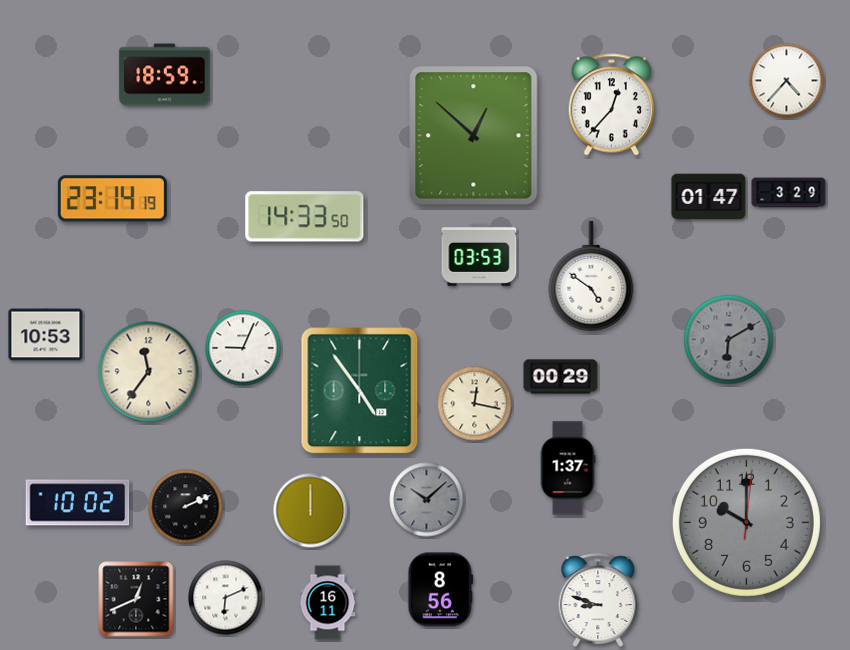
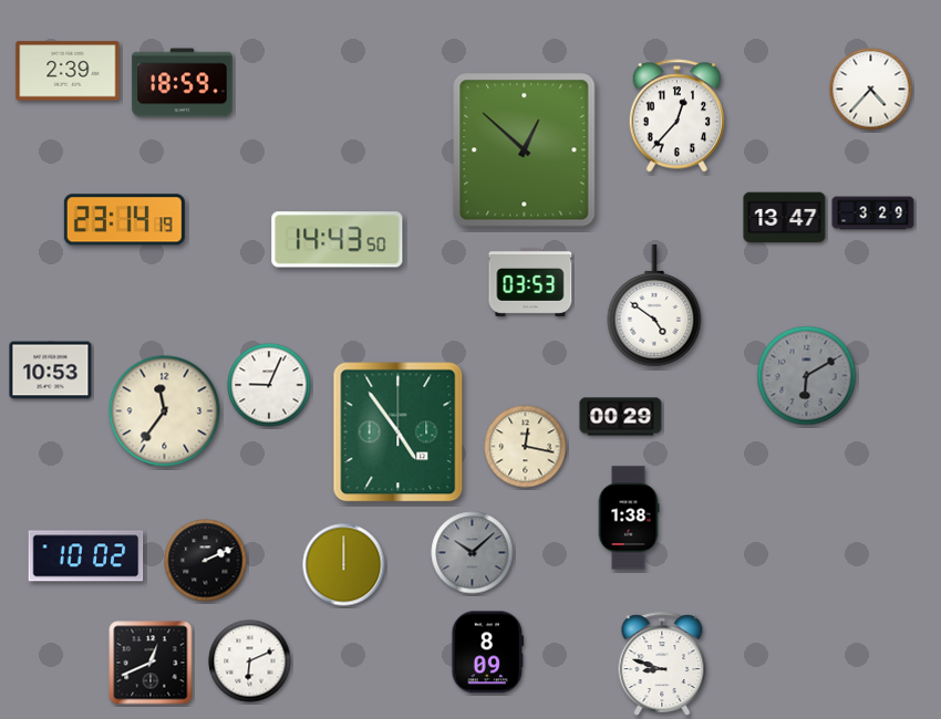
clock at (68, 71): none -> 2:39
clock at (709, 197): 01:47 -> 13:47
clock at (305, 217): 14:33 -> 14:43
clock at (568, 468): 1:37 -> 1:38
clock at (746, 522): 10:00 -> none
clock at (441, 590): 8:56 -> 8:09
clock at (328, 603): 16:11 -> none
